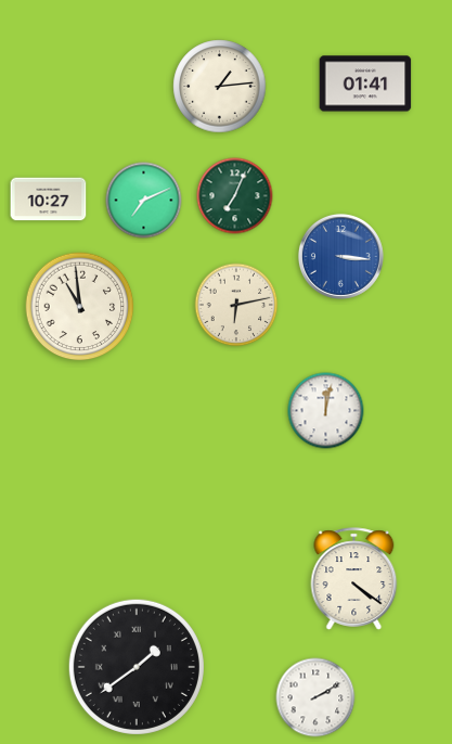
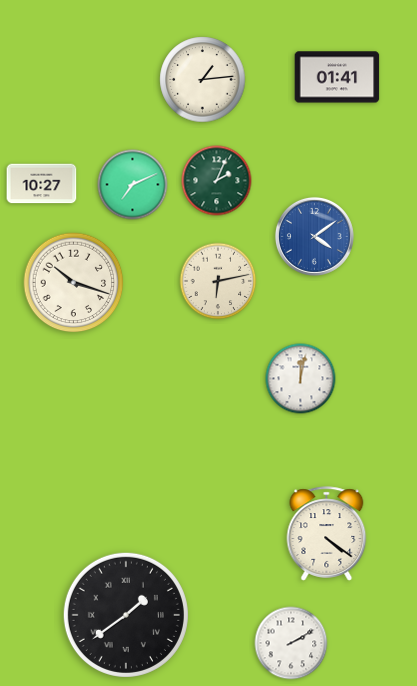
clock at (235, 196): 7:04 -> 2:04
clock at (49, 200) position: (49, 200) -> (42, 184)
clock at (340, 256): 3:16 -> 4:09
clock at (80, 307): 10:59 -> 10:18
